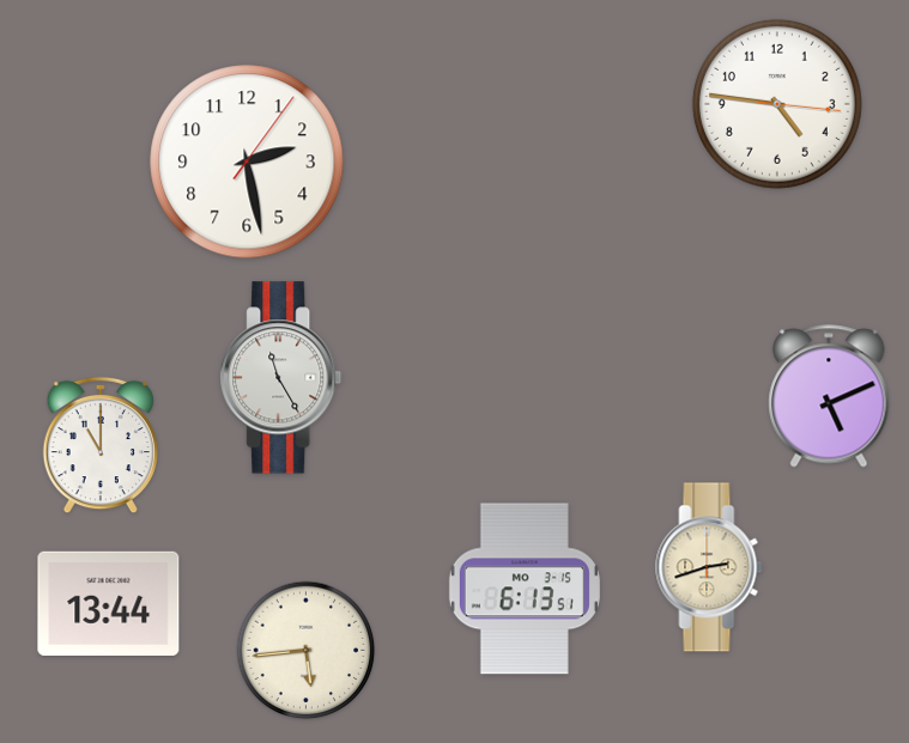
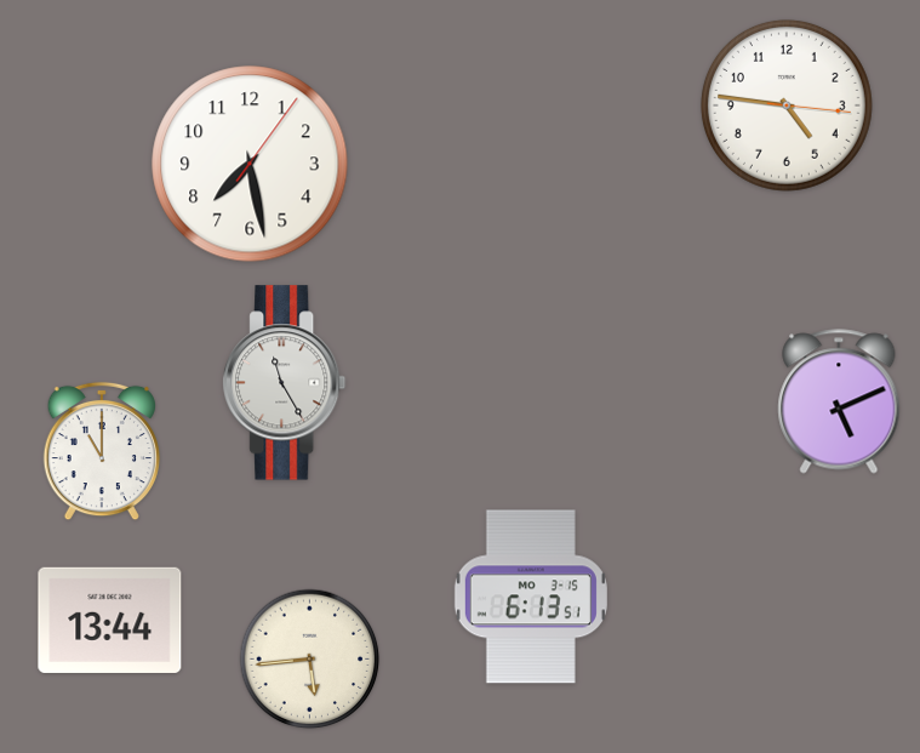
clock at (247, 162): 2:28 -> 7:28
clock at (709, 567): 2:42 -> none
clock at (109, 603) position: (109, 603) -> (110, 620)
